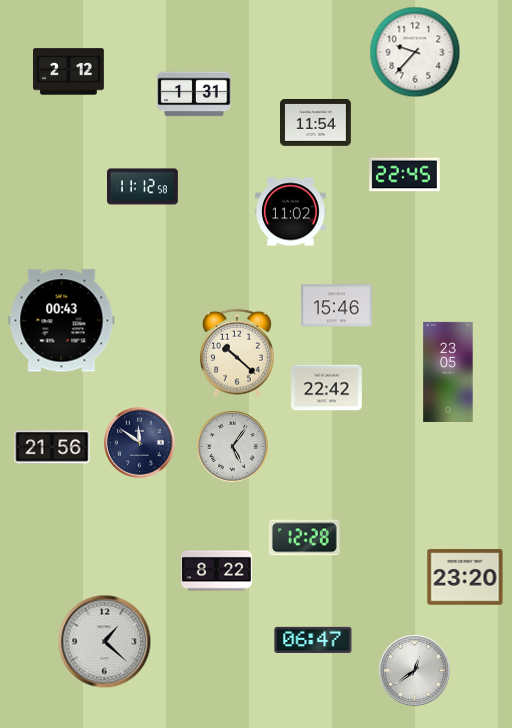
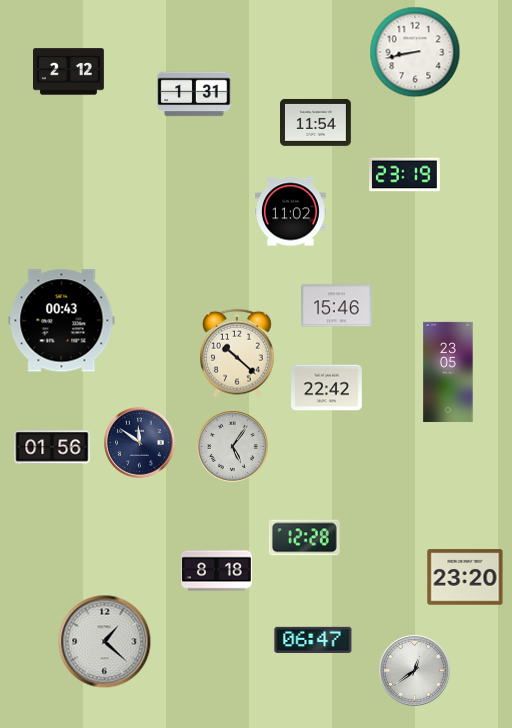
clock at (415, 52): 9:37 -> 8:43
clock at (405, 175): 22:45 -> 23:19
clock at (143, 187): 11:12 -> none
clock at (52, 447): 21:56 -> 01:56
clock at (217, 571): 8:22 -> 8:18
